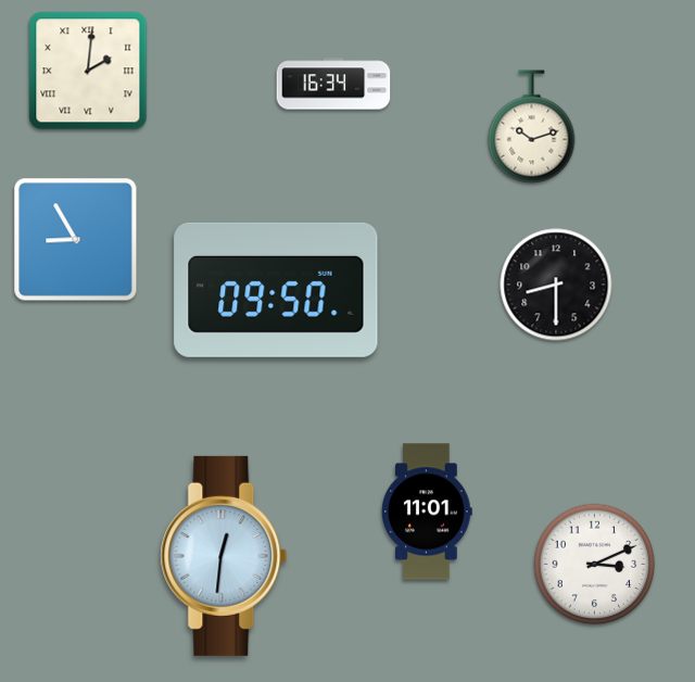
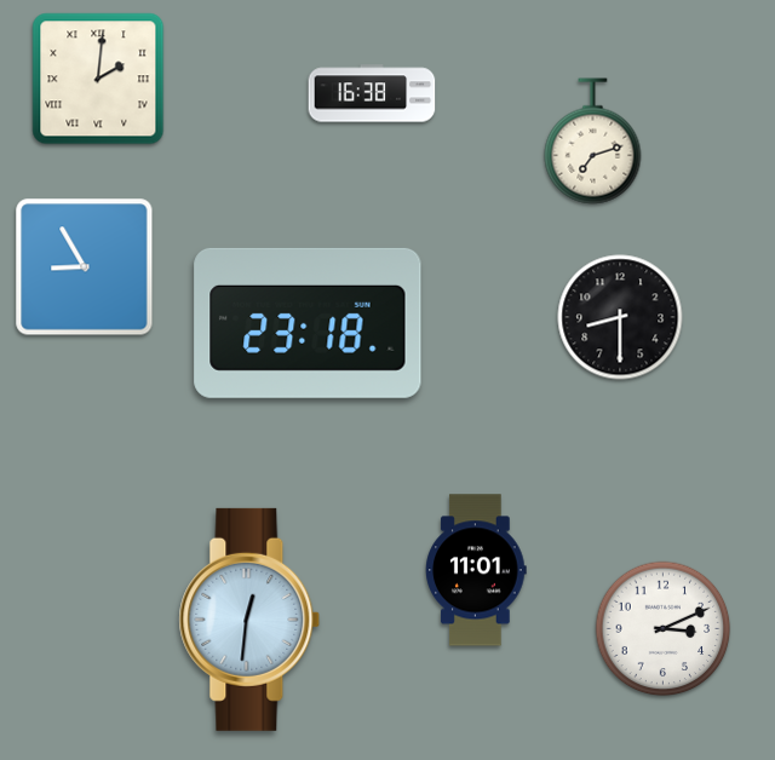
clock at (333, 84): 16:34 -> 16:38
clock at (532, 127): 10:12 -> 7:12
clock at (276, 290): 09:50 -> 23:18
